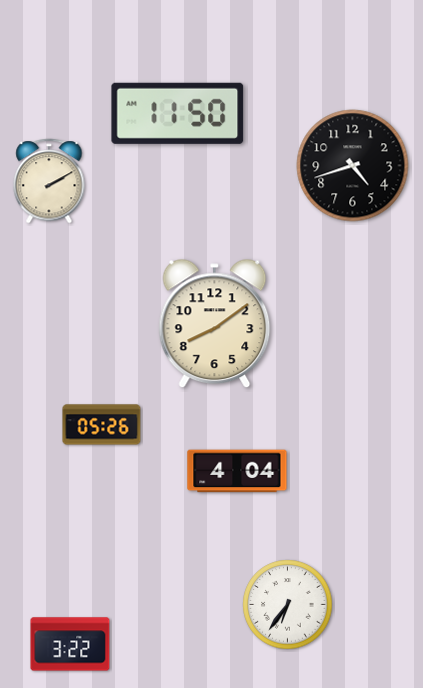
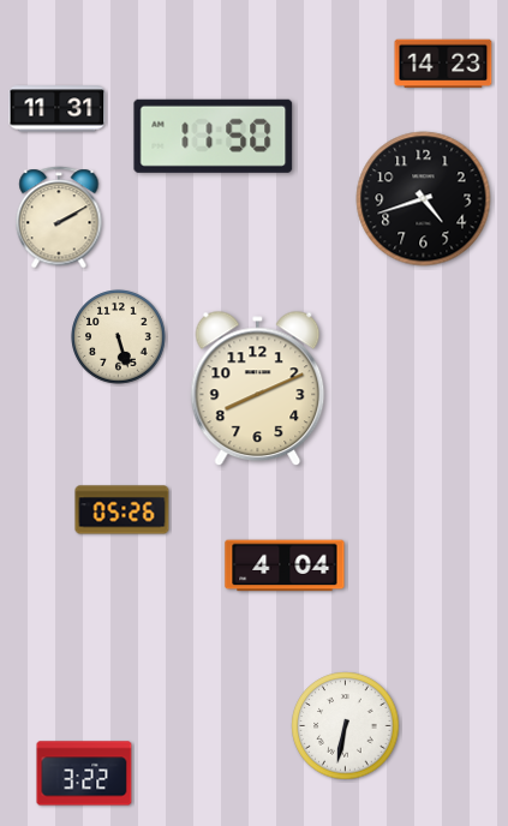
clock at (443, 64): none -> 14:23
clock at (58, 109): none -> 11:31
clock at (119, 337): none -> 5:27
clock at (215, 324): 8:09 -> 8:11
clock at (288, 605): 6:36 -> 6:32
